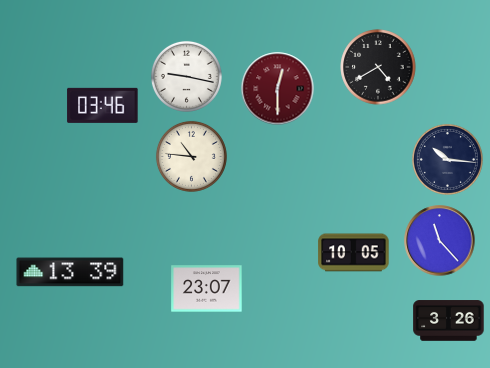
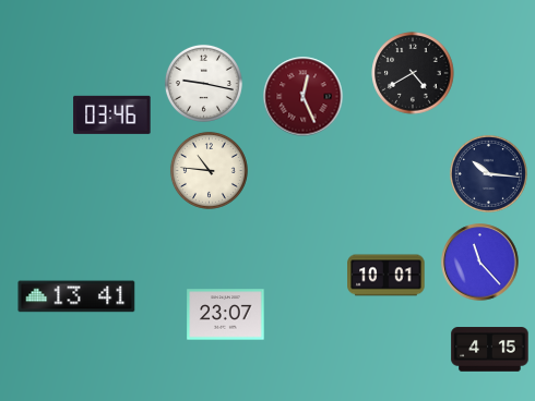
clock at (278, 89): 12:30 -> 12:26
clock at (354, 253): 10:05 -> 10:01
clock at (70, 272): 13:39 -> 13:41
clock at (449, 321): 3:26 -> 4:15
